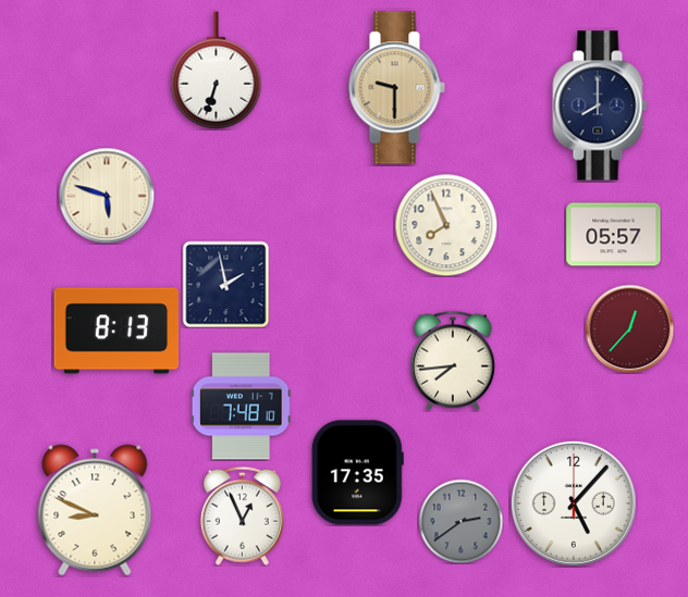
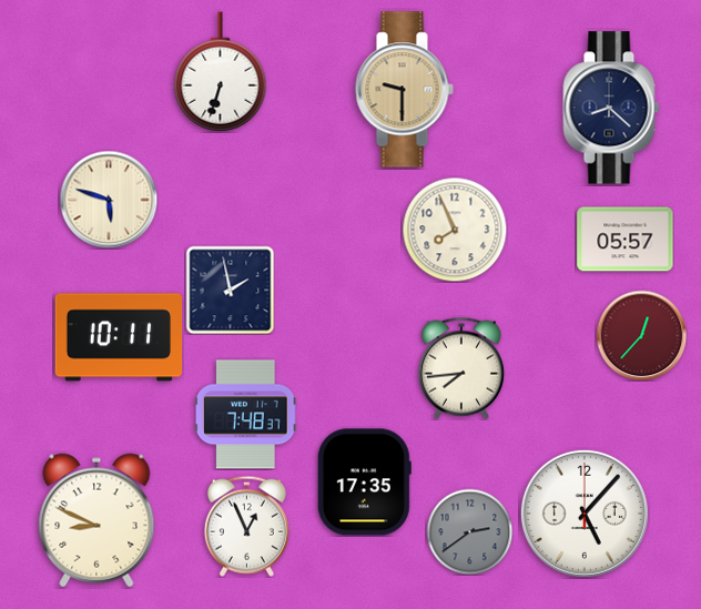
clock at (600, 105): 8:00 -> 8:22
clock at (116, 331): 8:13 -> 10:11
clock at (241, 407): 7:48:10 -> 7:48:37
